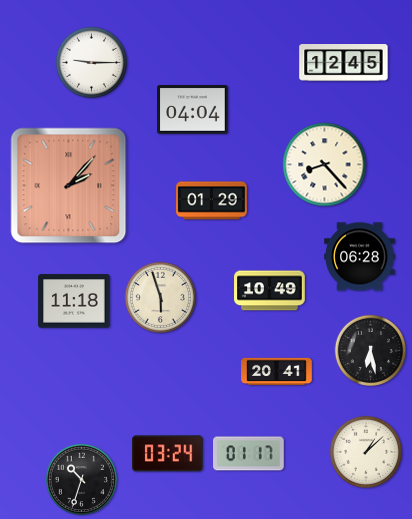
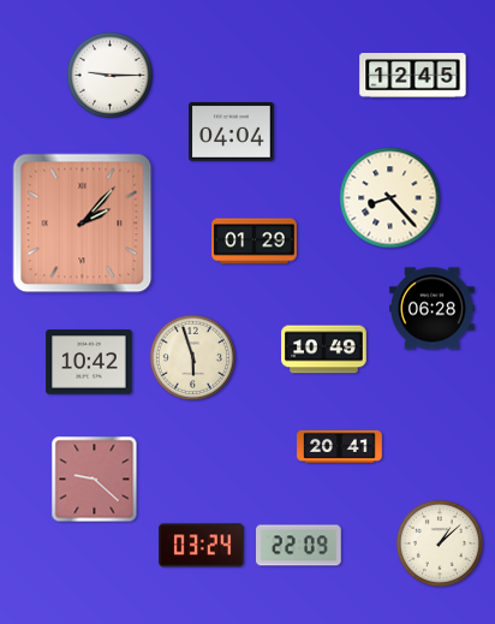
clock at (74, 301): 11:18 -> 10:42
clock at (370, 350): 6:28 -> none
clock at (277, 371) position: (277, 371) -> (340, 446)
clock at (95, 480): none -> 9:22
clock at (249, 454): 01:17 -> 22:09
clock at (81, 479): 10:33 -> none
